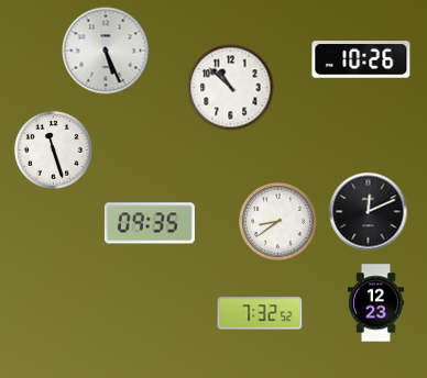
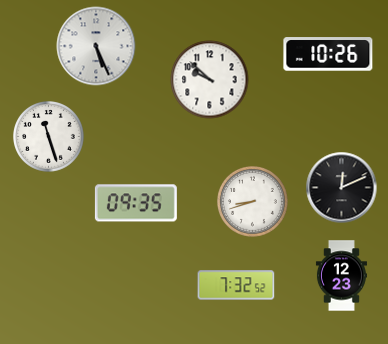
clock at (231, 88): 10:52 -> 9:52
clock at (369, 212) position: (369, 212) -> (342, 188)
clock at (278, 222): 8:39 -> 8:42
